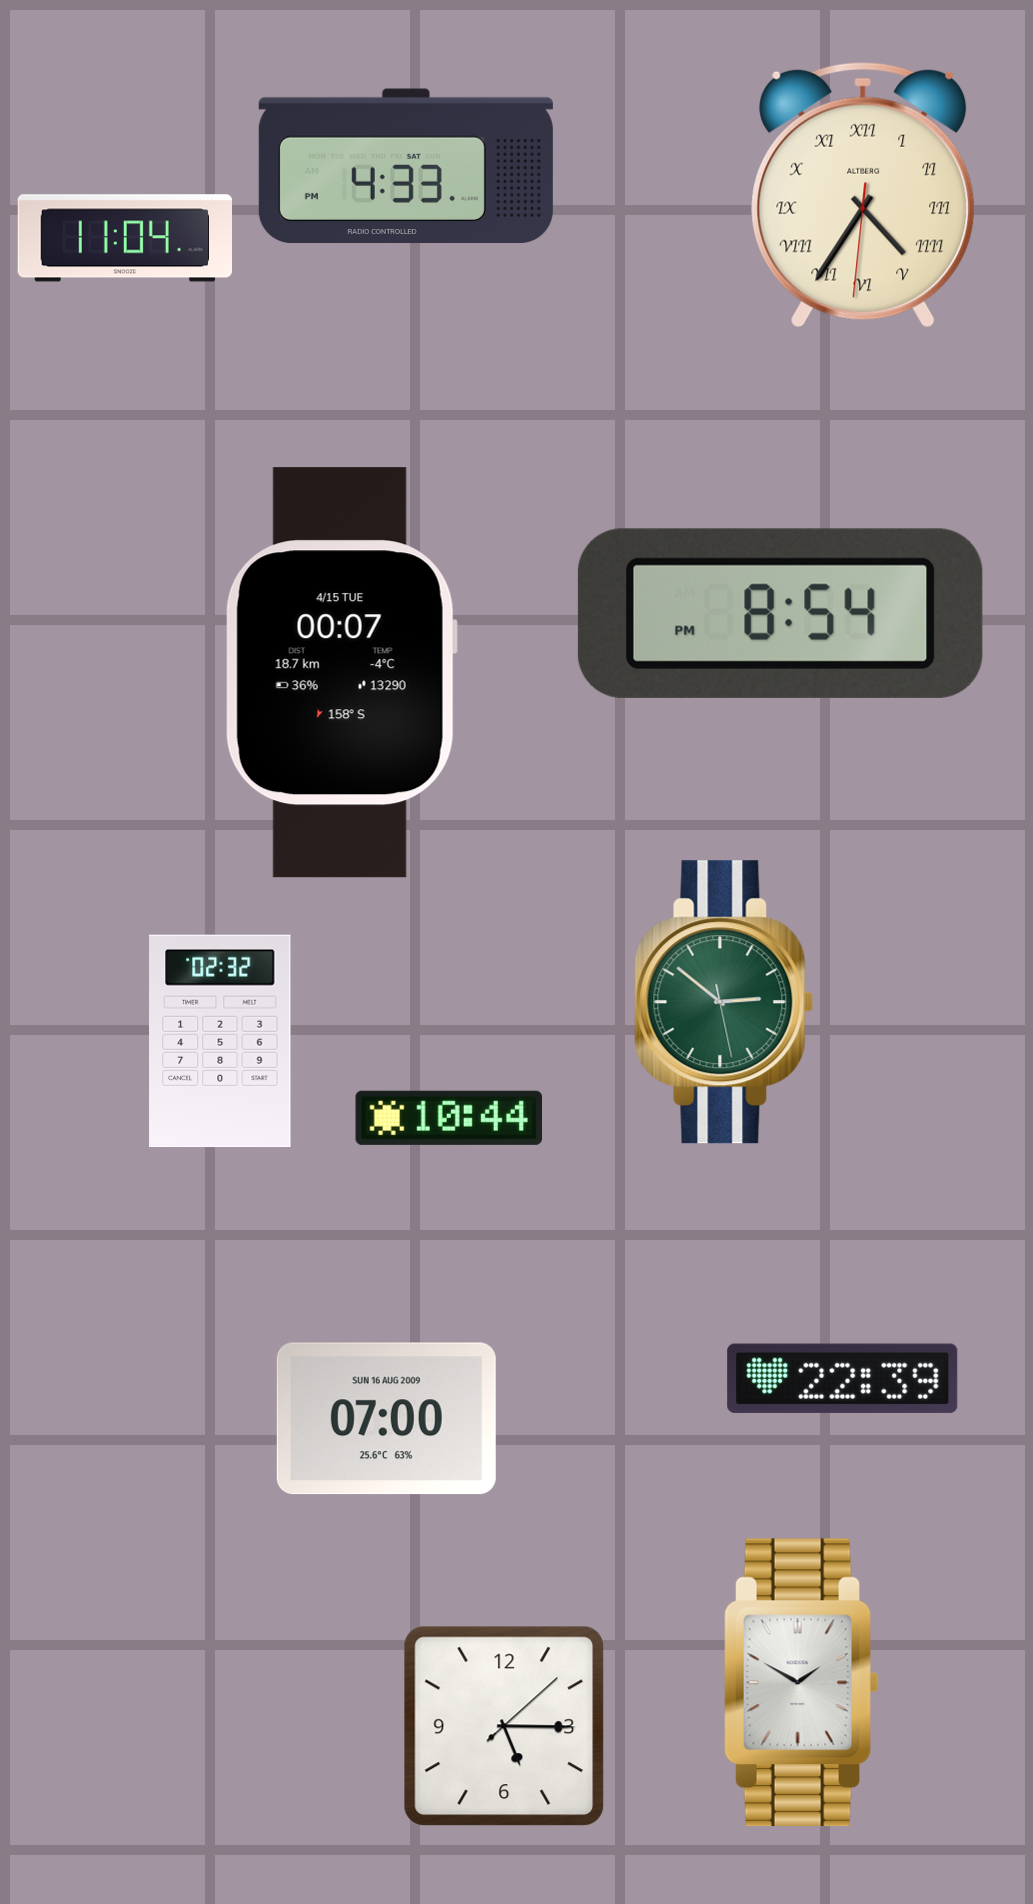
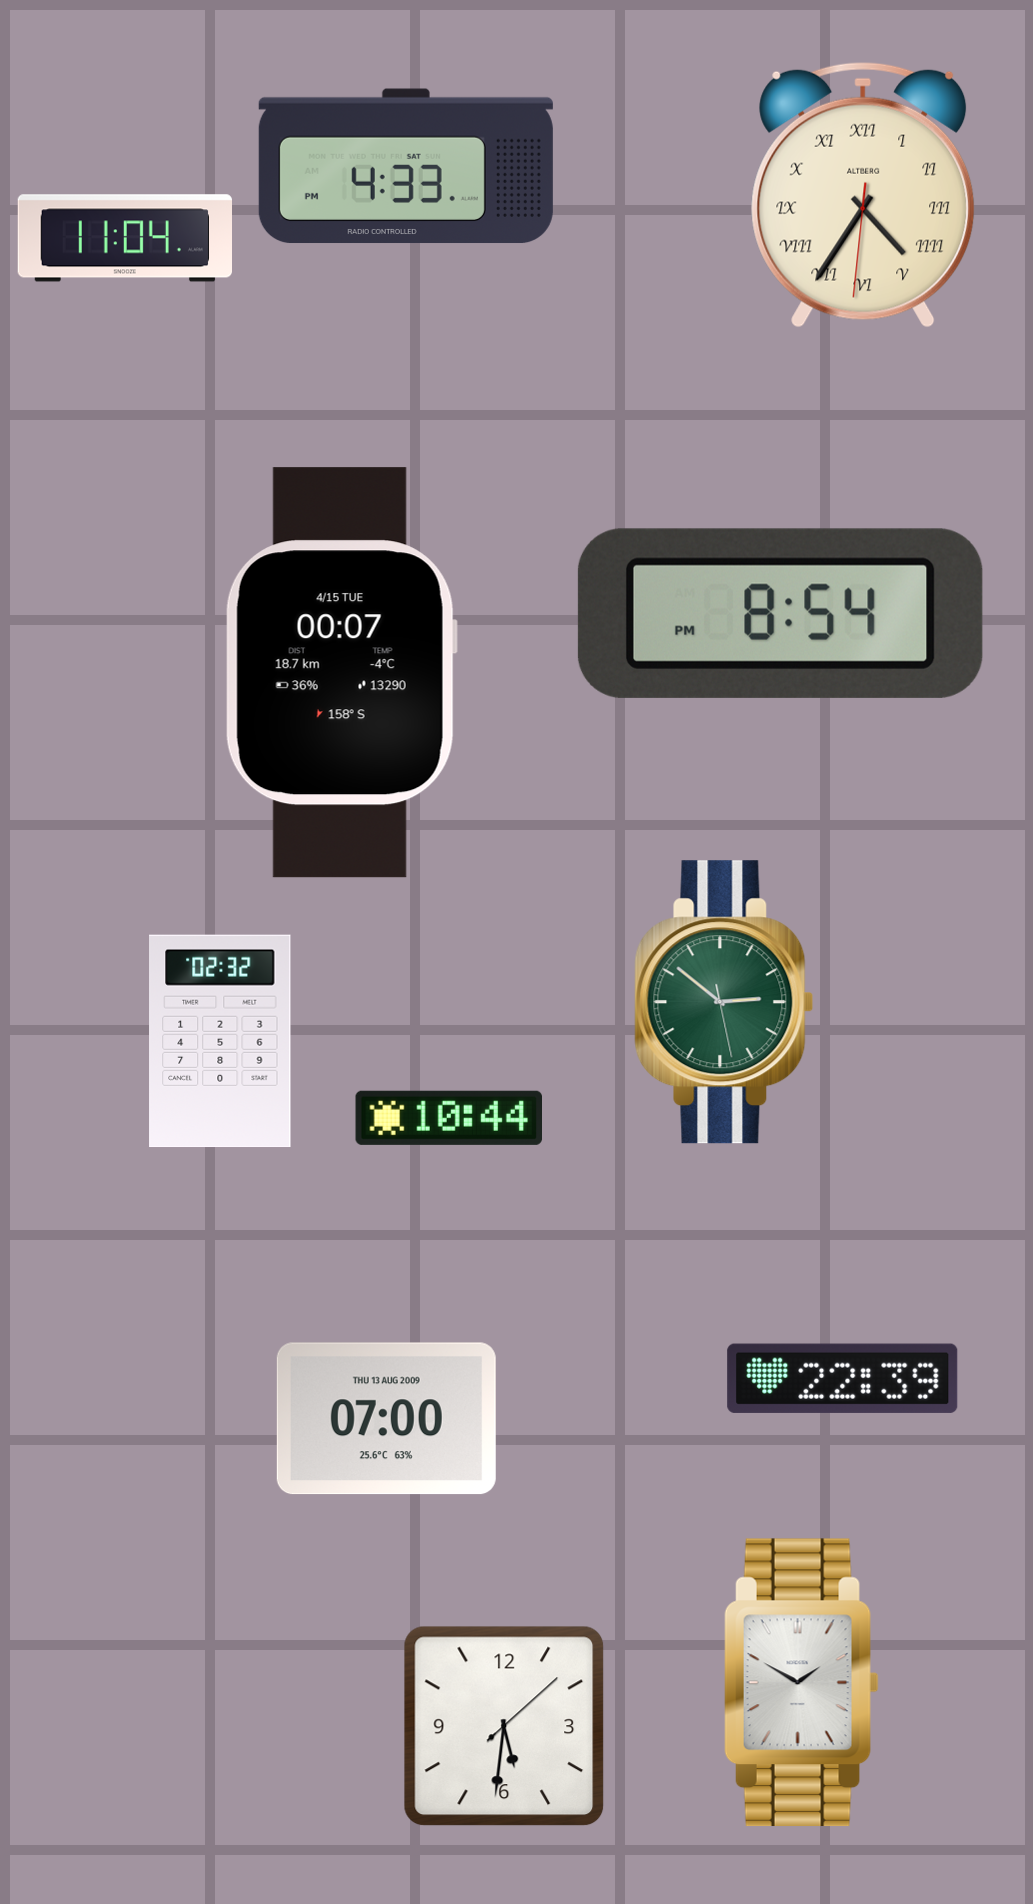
clock at (386, 1419) date: SUN 16 AUG 2009 -> THU 13 AUG 2009
clock at (504, 1726): 5:15 -> 5:31
